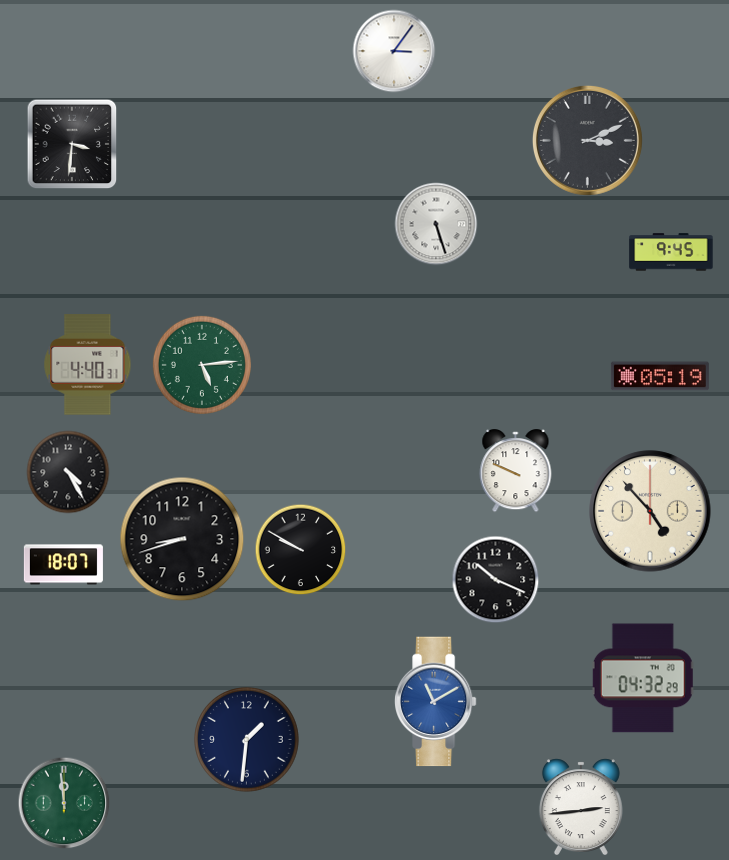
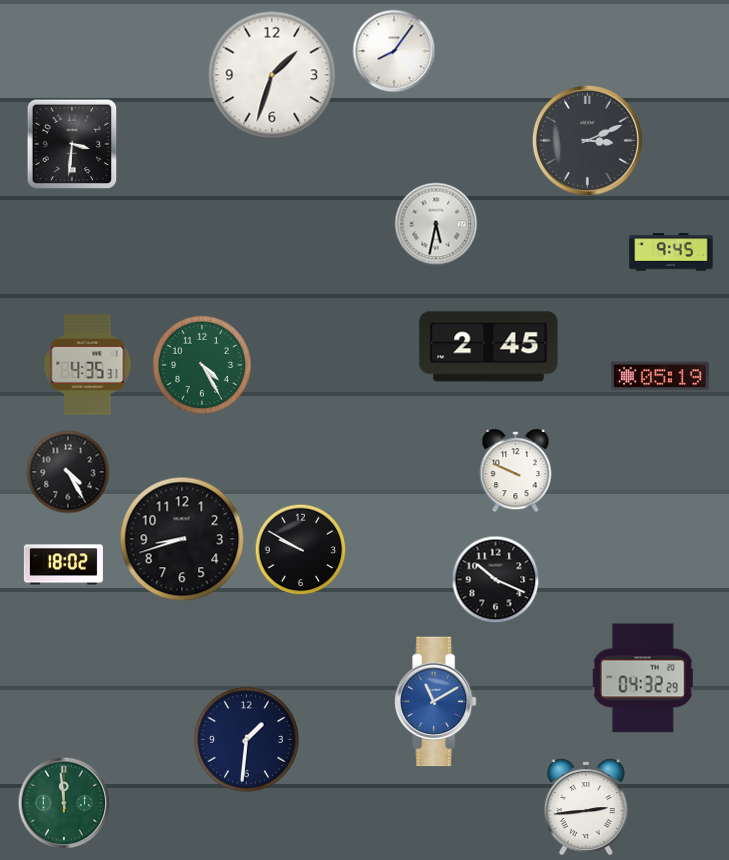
clock at (394, 51): 3:06 -> 8:06
clock at (272, 75): none -> 1:33
clock at (436, 224): 5:27 -> 5:32
clock at (489, 347): none -> 2:45
clock at (88, 365): 4:40 -> 4:35
clock at (202, 365): 5:14 -> 4:25
clock at (650, 511): 4:53 -> none
clock at (63, 565): 18:07 -> 18:02
clock at (581, 806) position: (581, 806) -> (586, 806)
